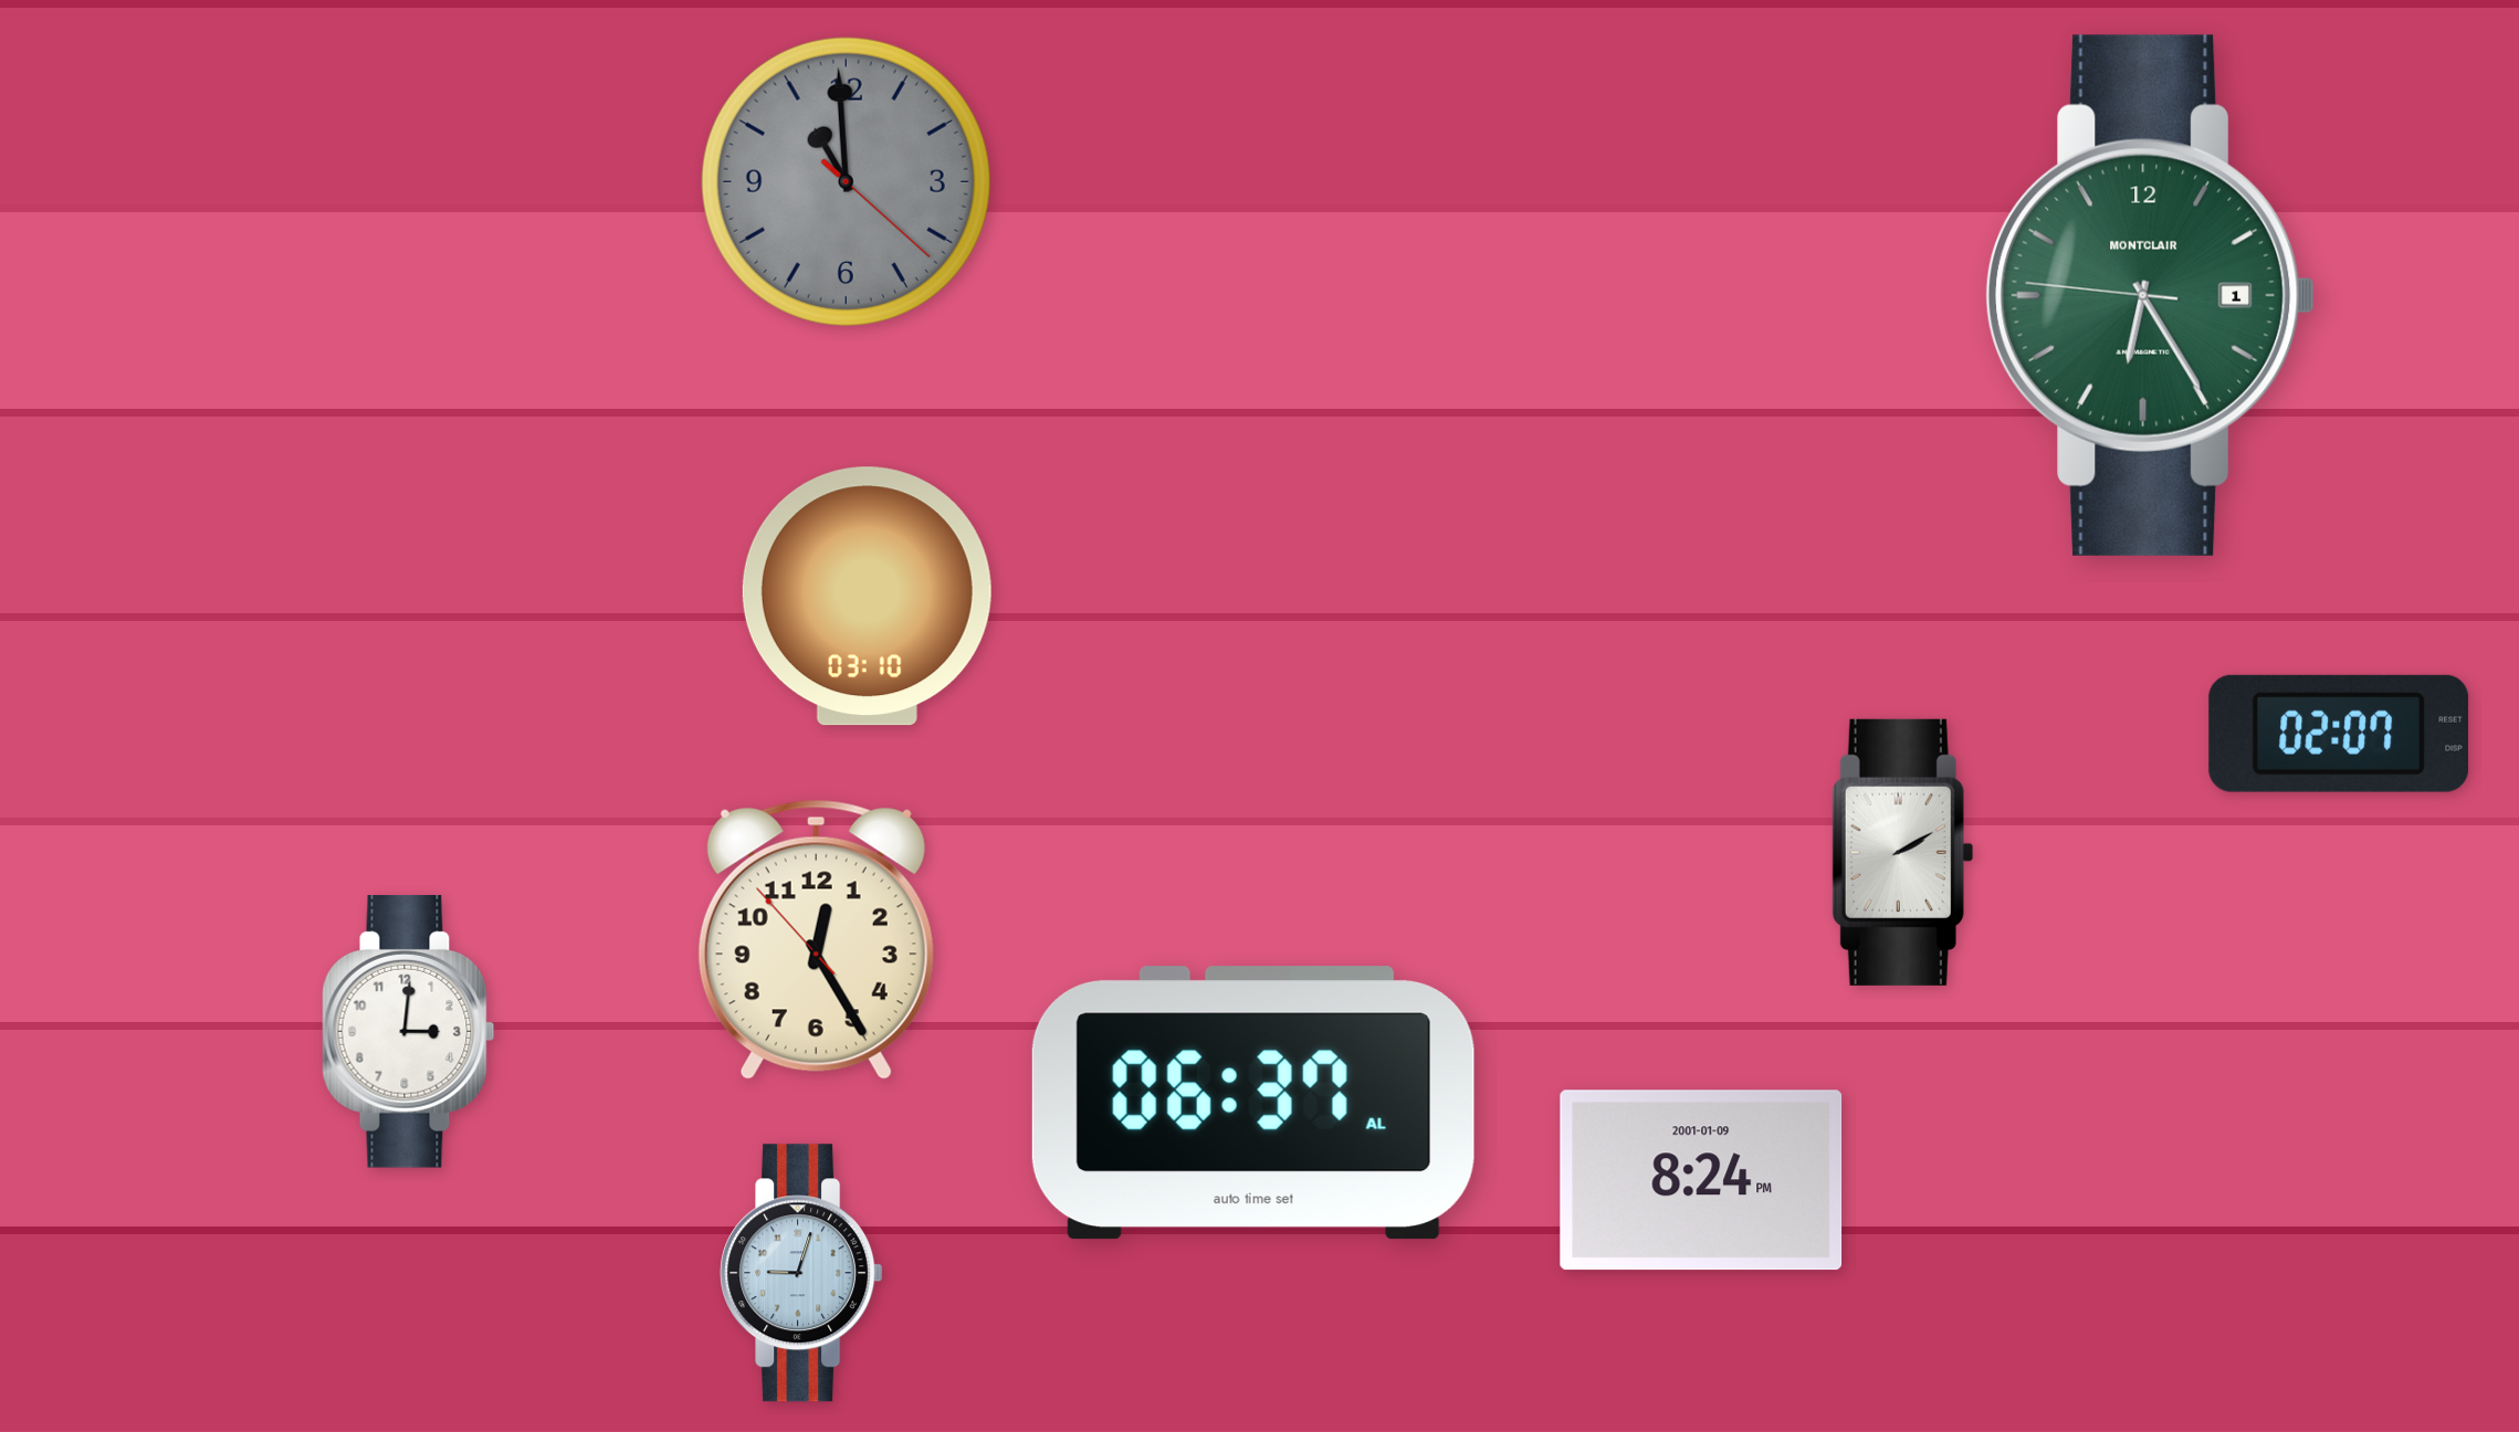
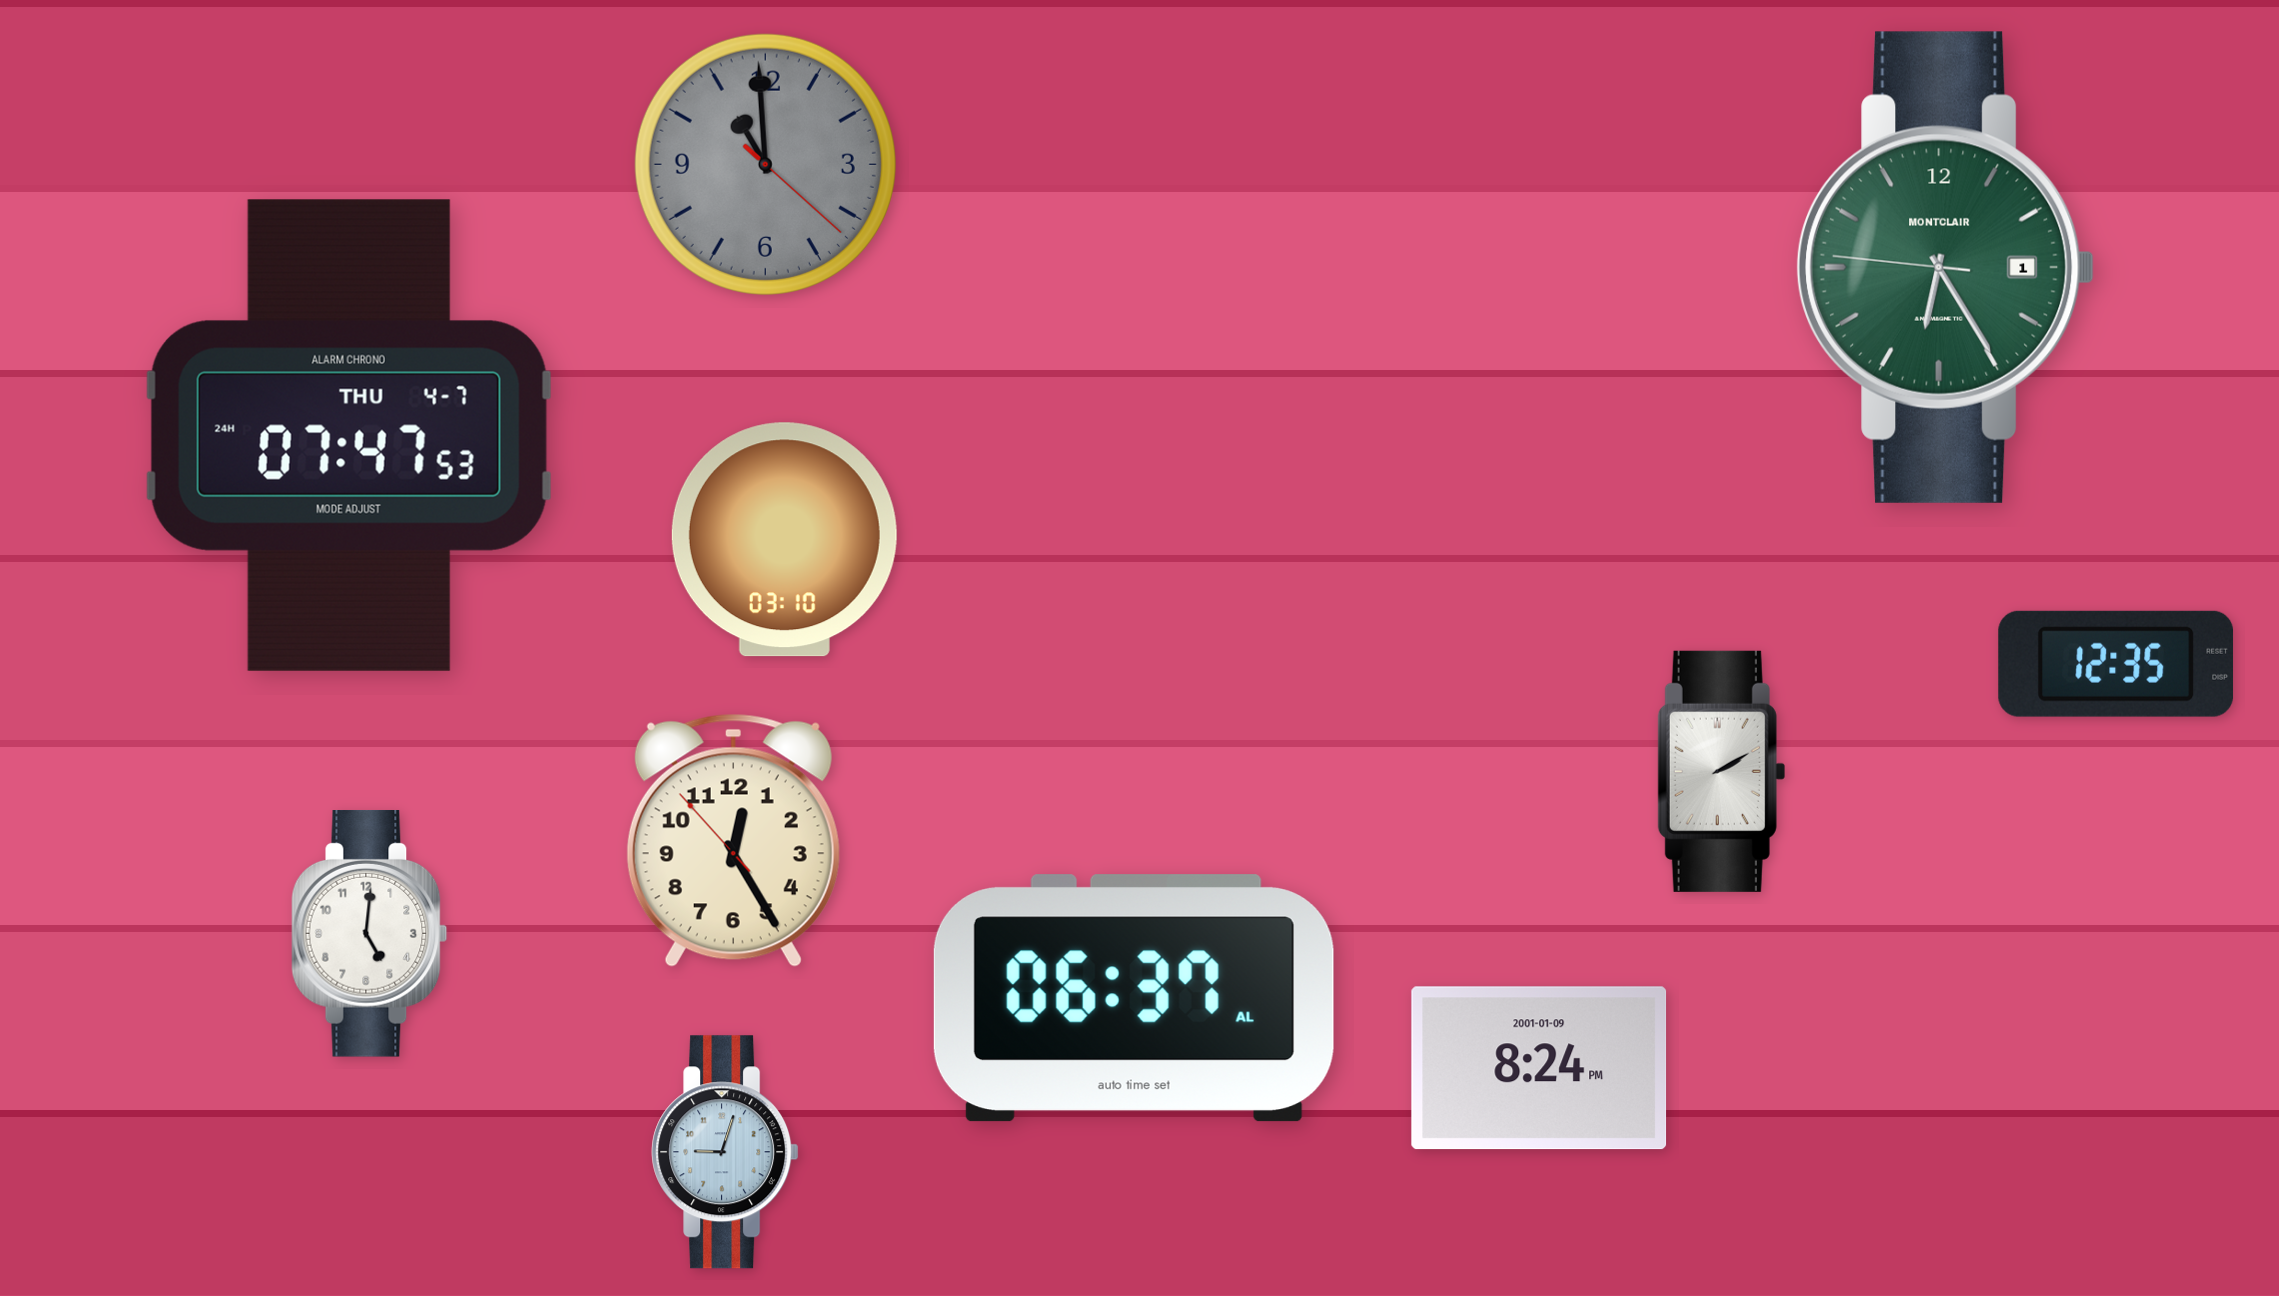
clock at (349, 435): none -> 07:47
clock at (2339, 734): 02:07 -> 12:35
clock at (816, 939) position: (816, 939) -> (733, 840)
clock at (409, 1032): 3:01 -> 5:01
